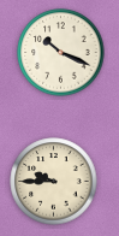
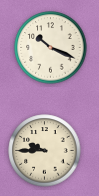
clock at (61, 53) position: (61, 53) -> (51, 48)
